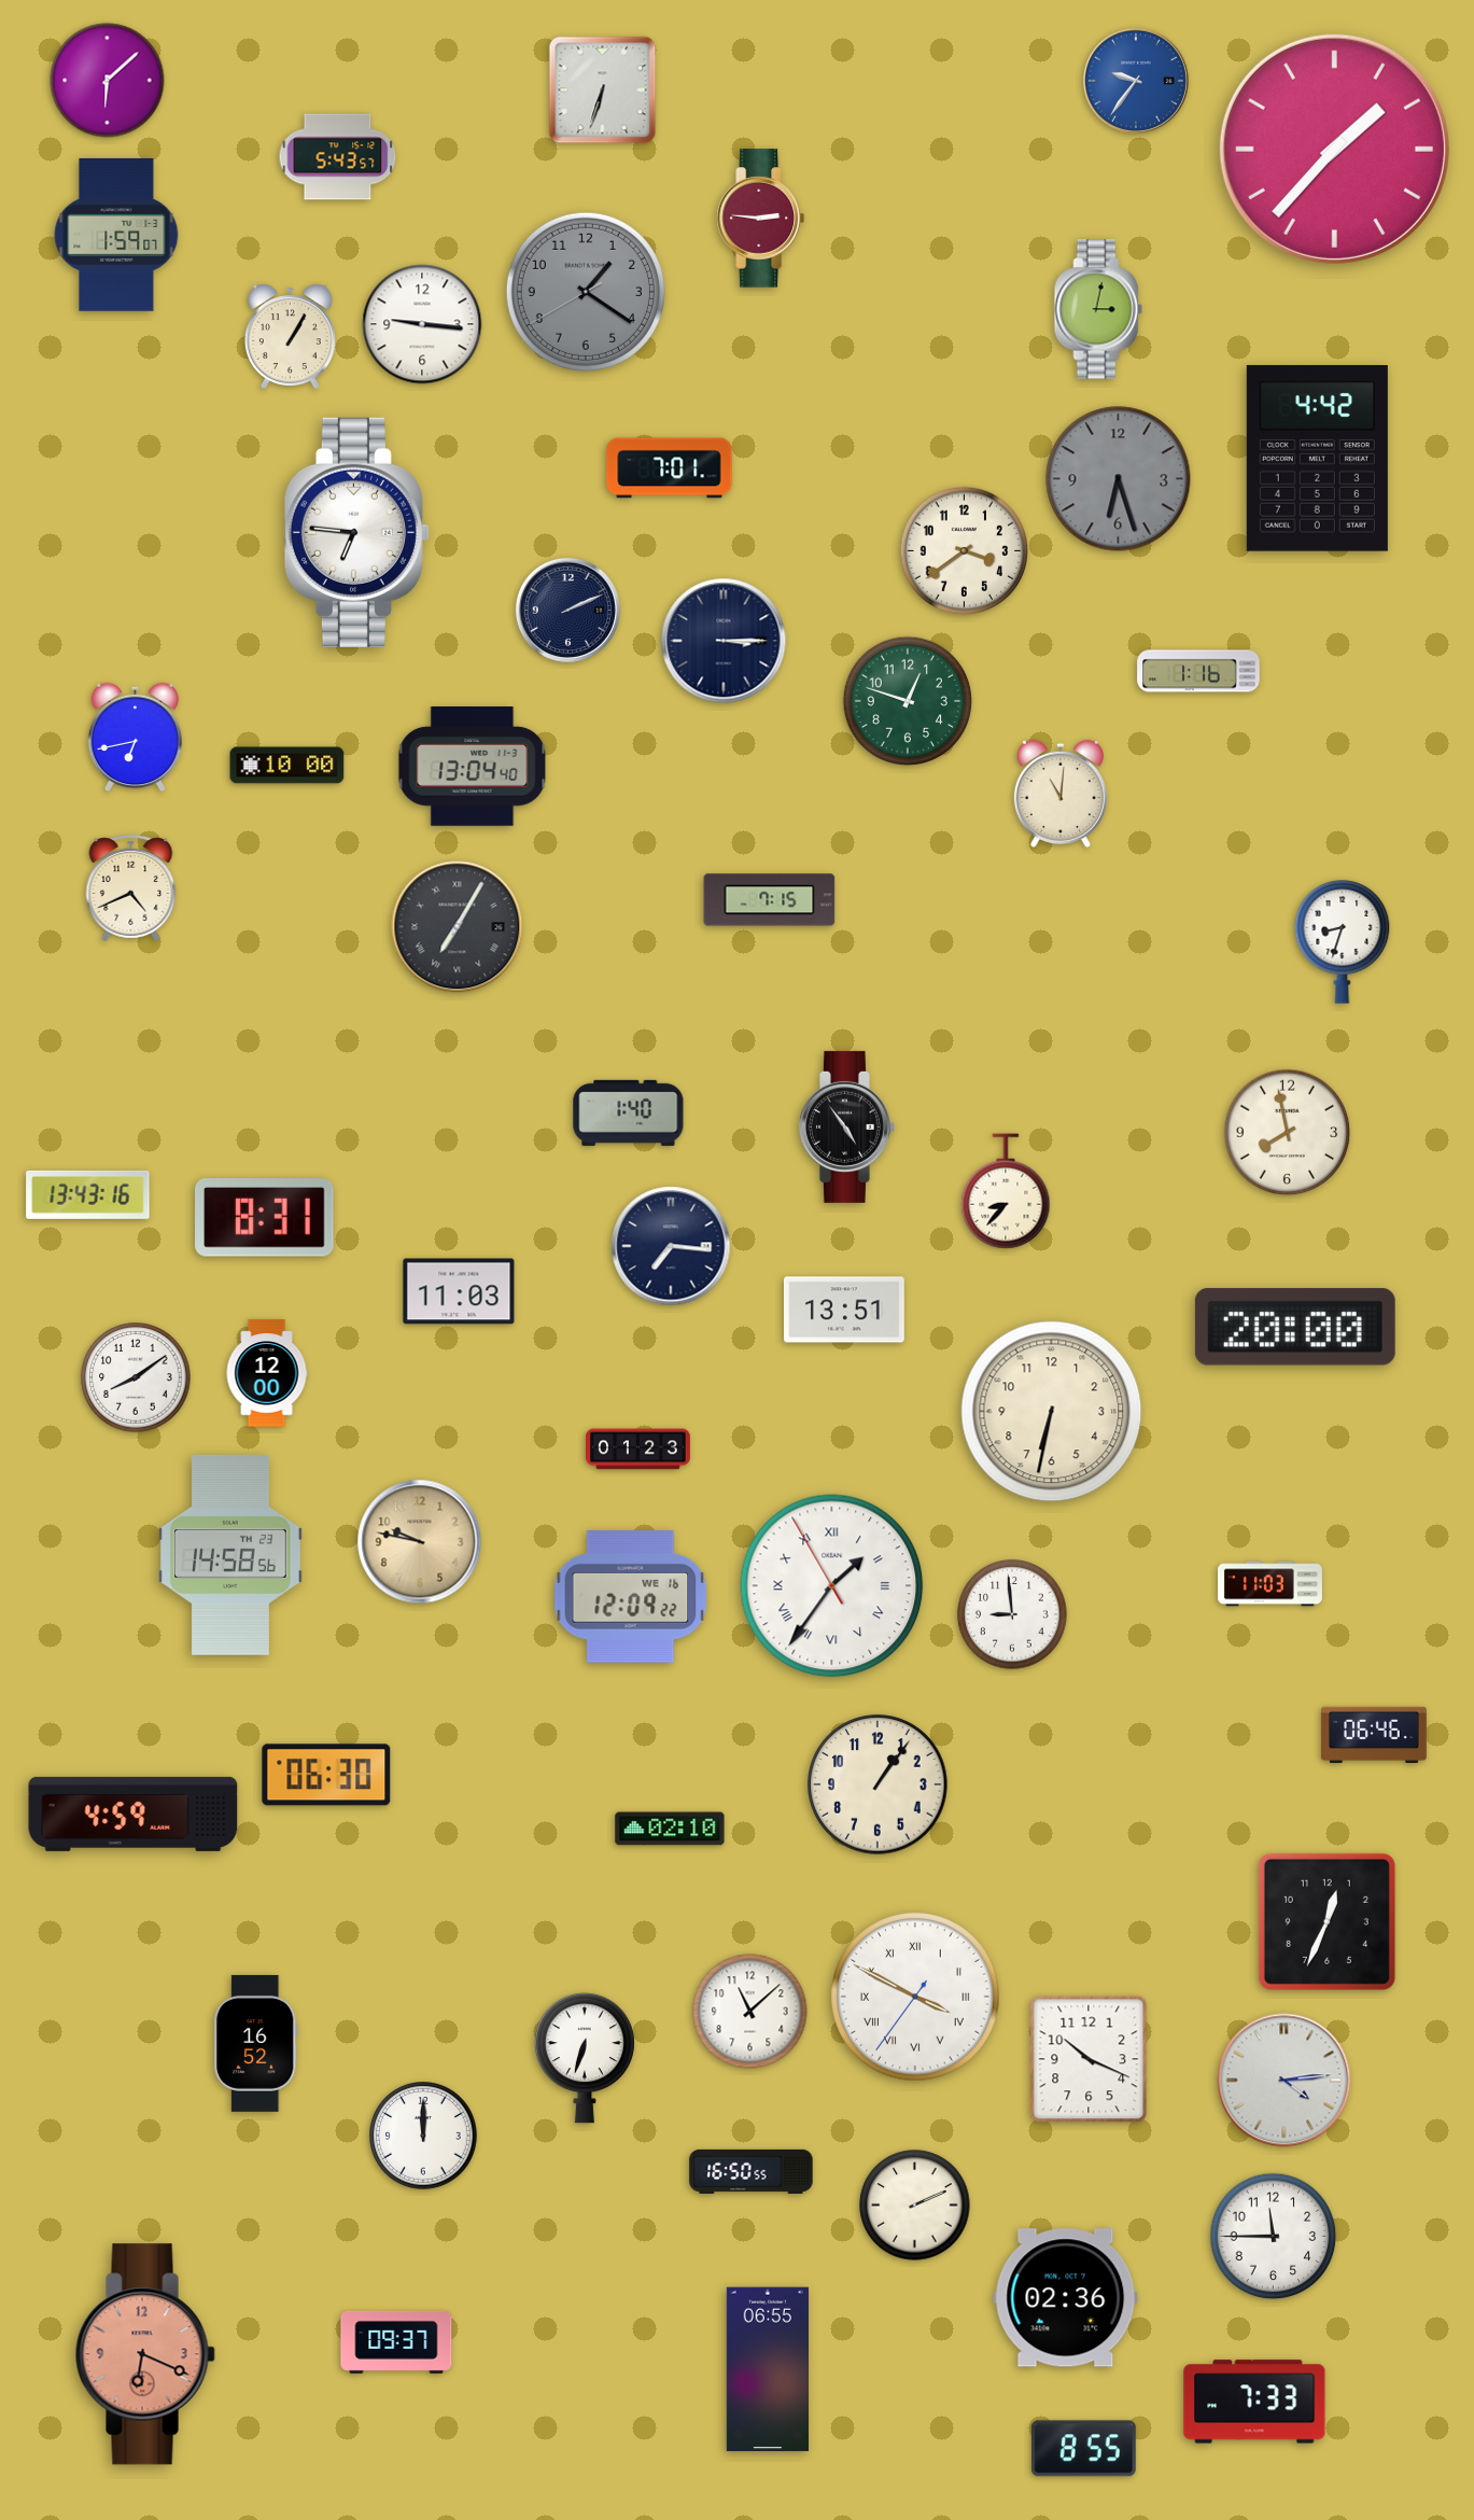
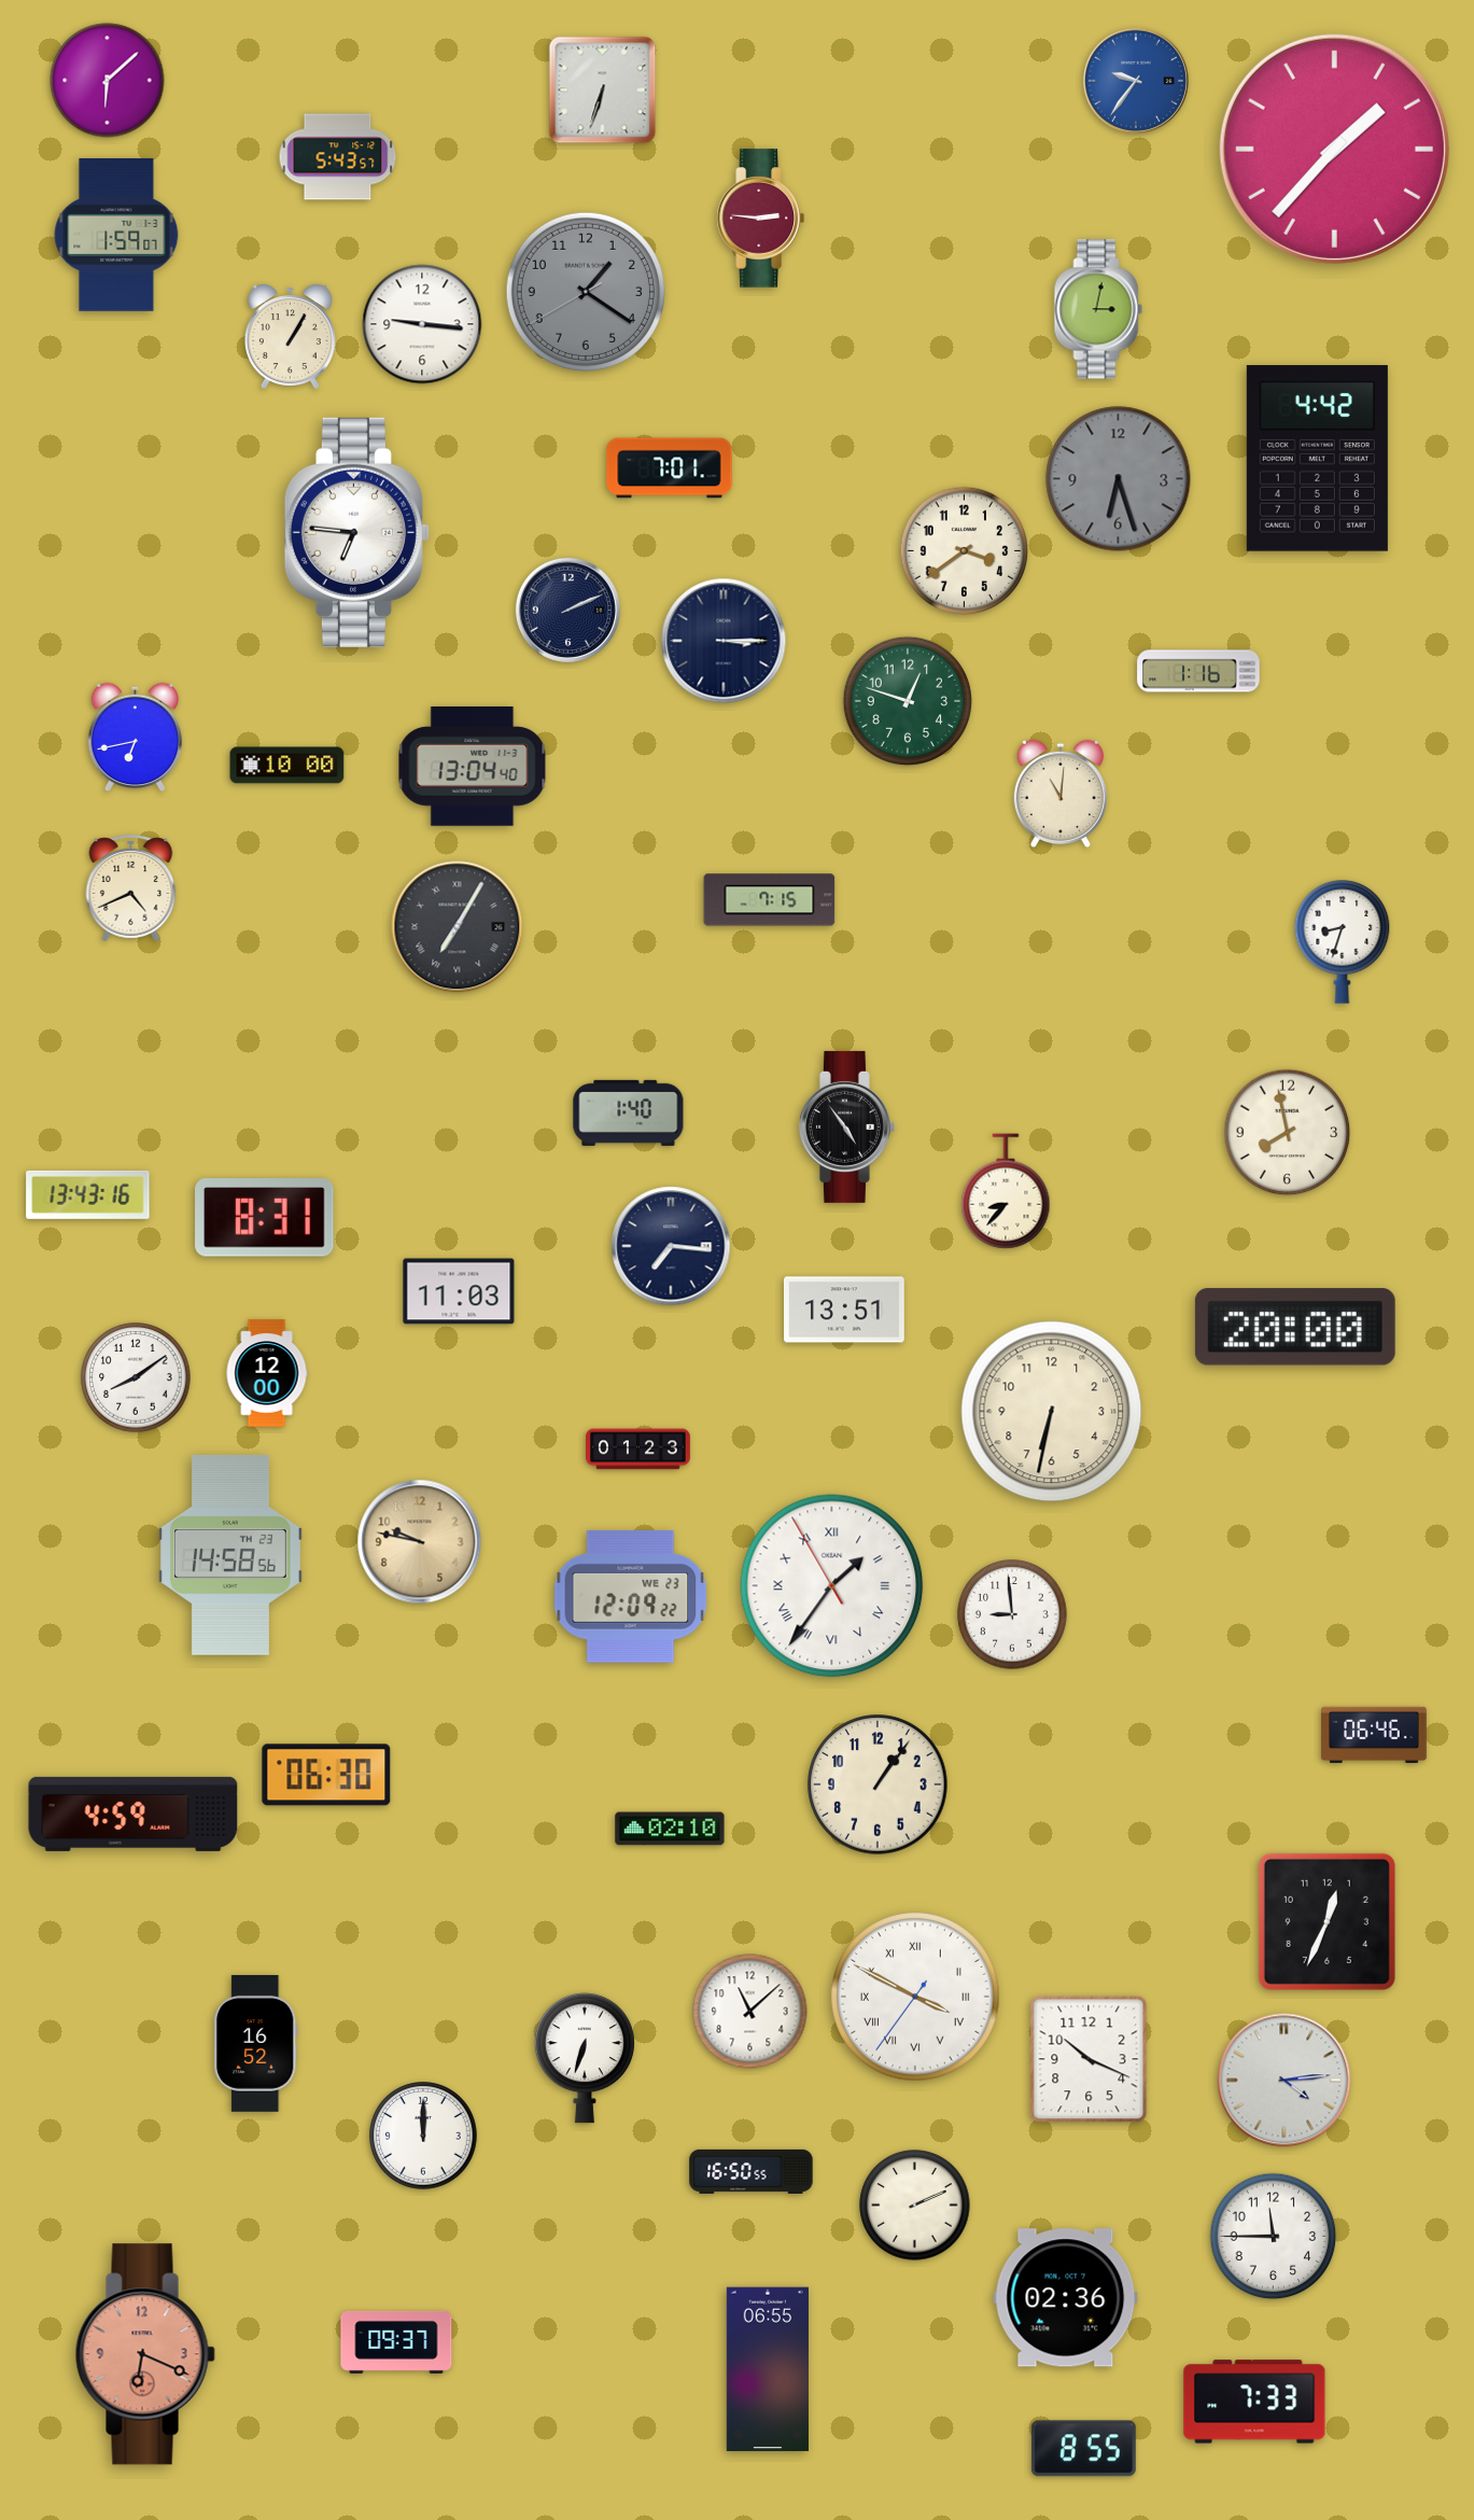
clock at (1271, 1584): 11:03 -> none
clock at (631, 1596) date: WE 16 -> WE 23
